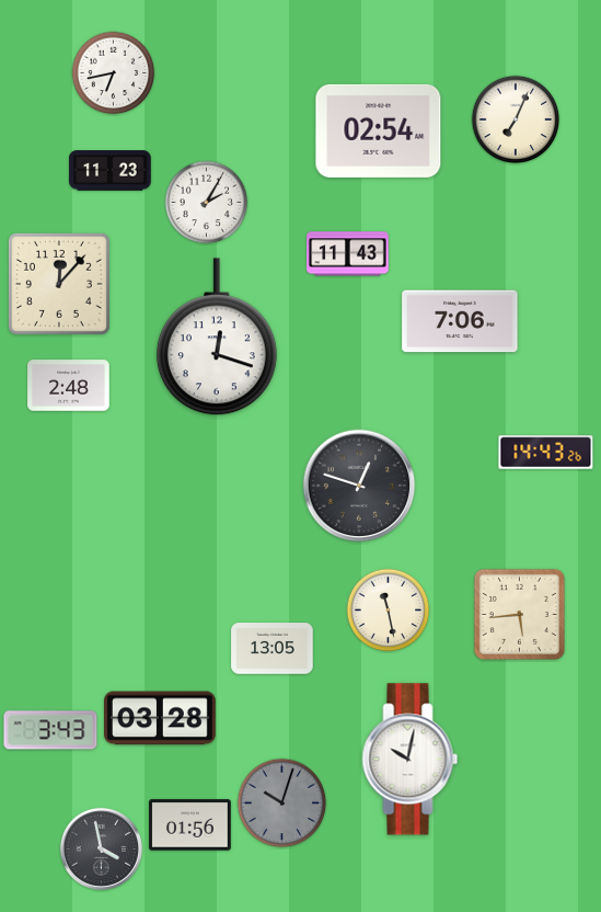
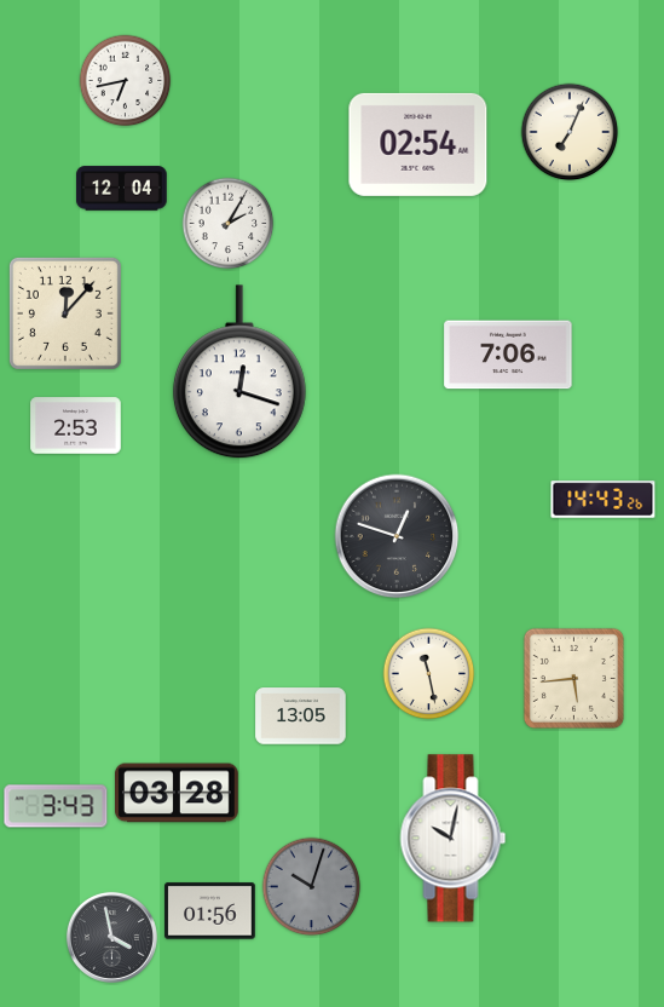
clock at (111, 171): 11:23 -> 12:04
clock at (348, 254): 11:43 -> none
clock at (69, 386): 2:48 -> 2:53
